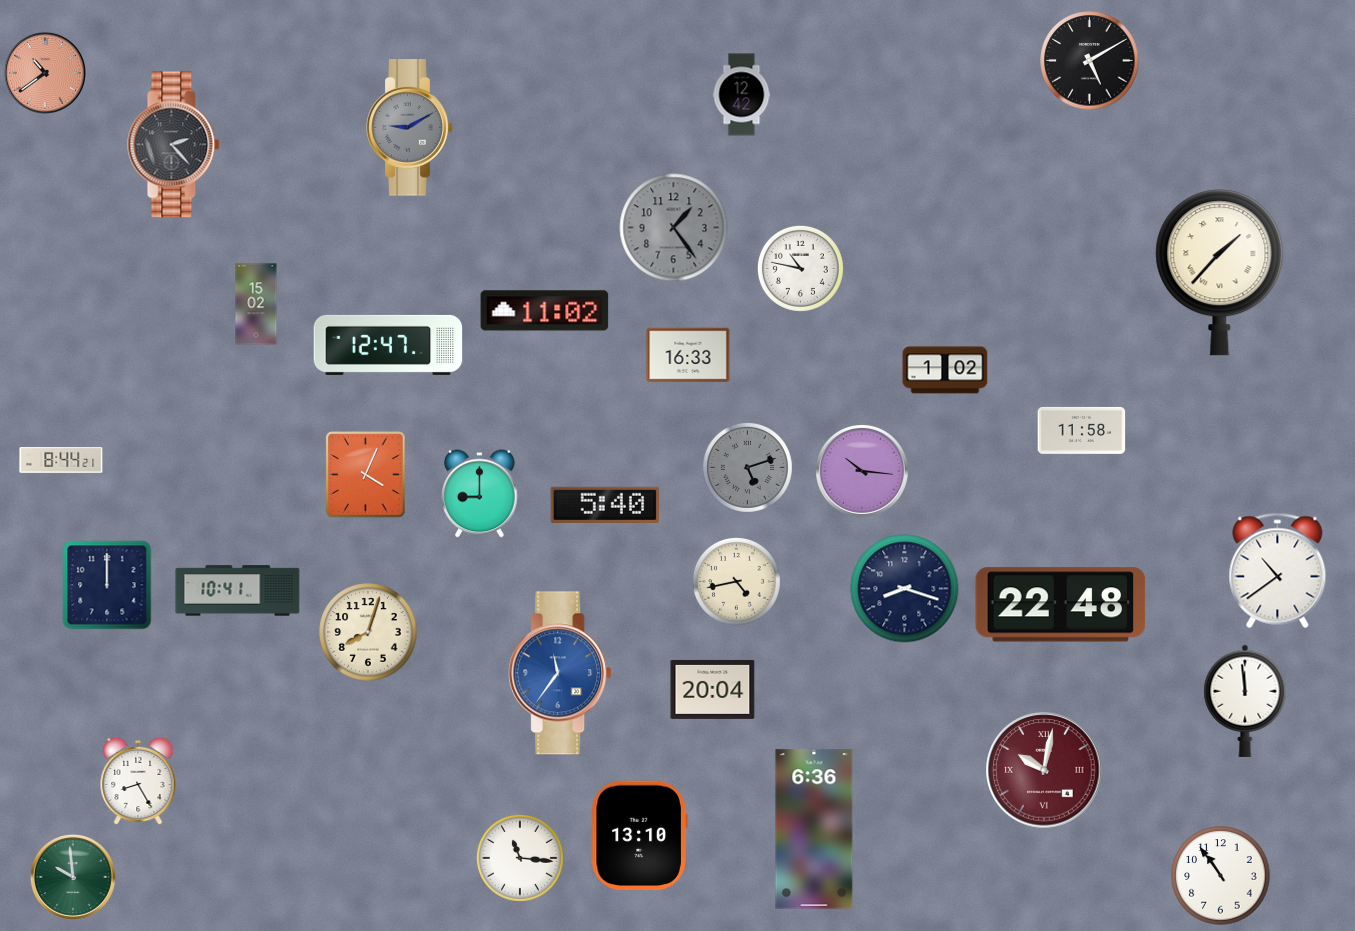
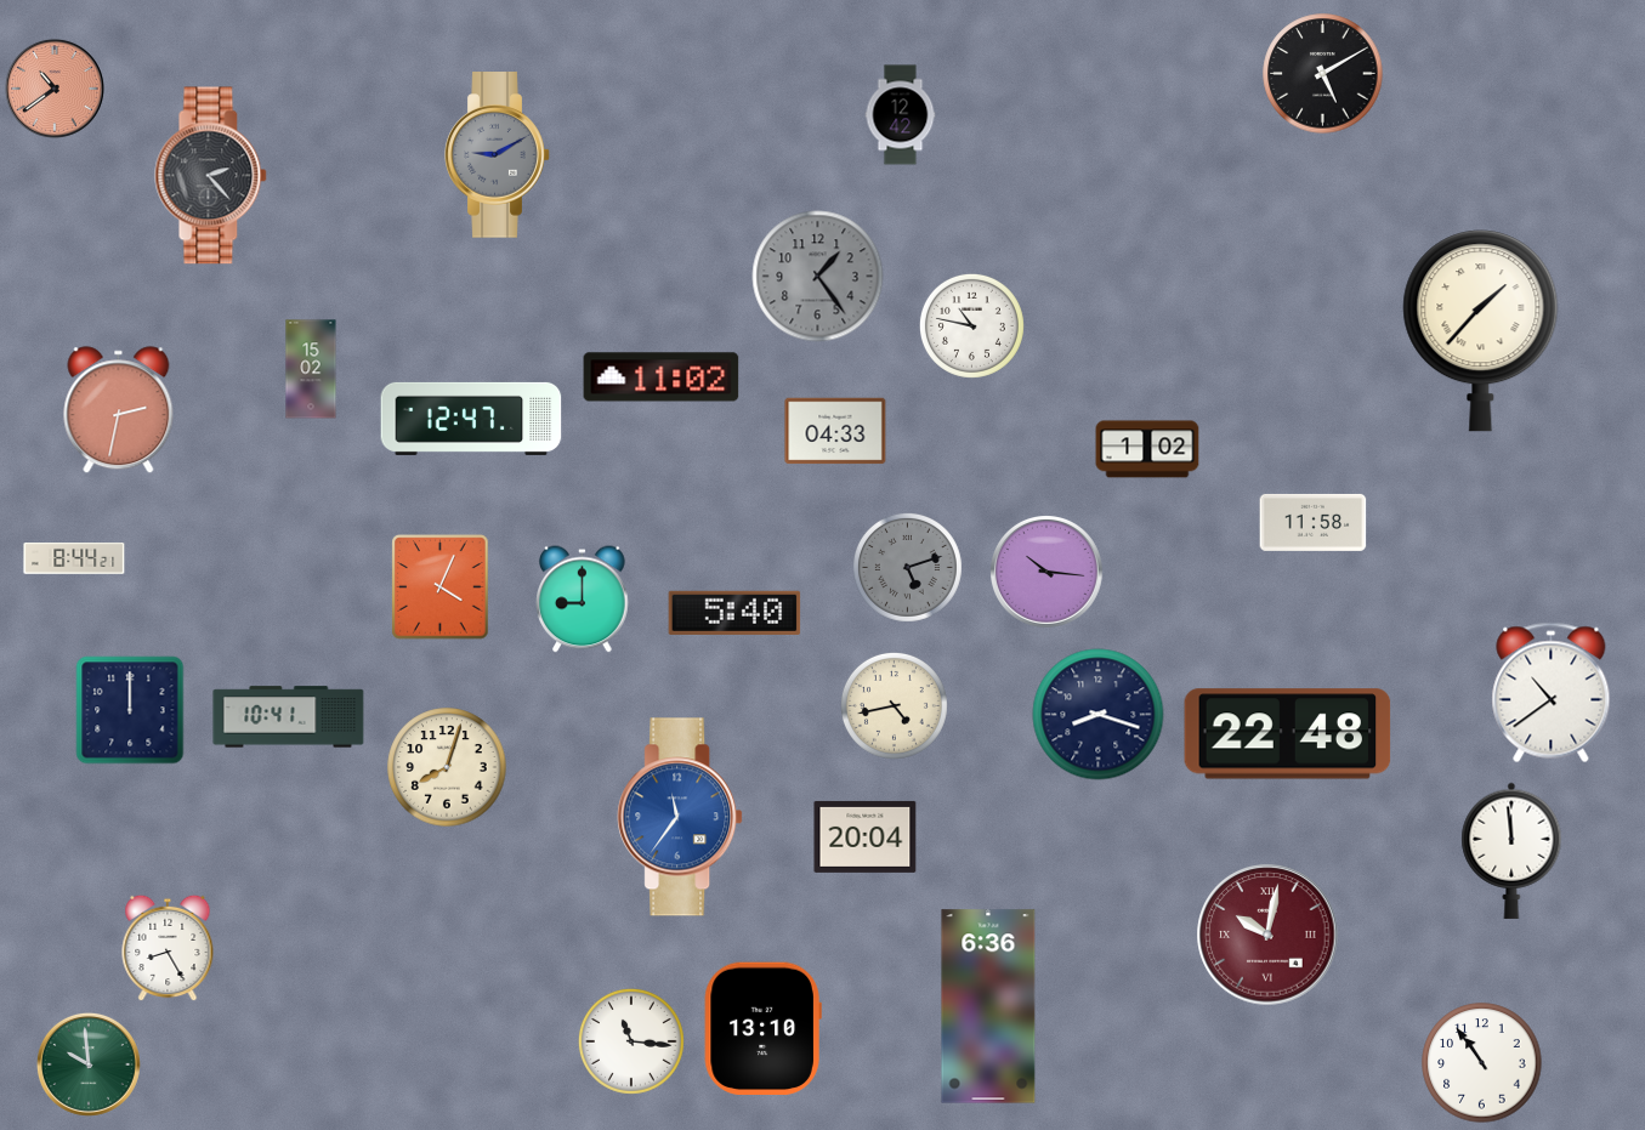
clock at (119, 410): none -> 2:32
clock at (688, 355): 16:33 -> 04:33
clock at (366, 475) position: (366, 475) -> (441, 587)
clock at (639, 836) position: (639, 836) -> (762, 1029)
